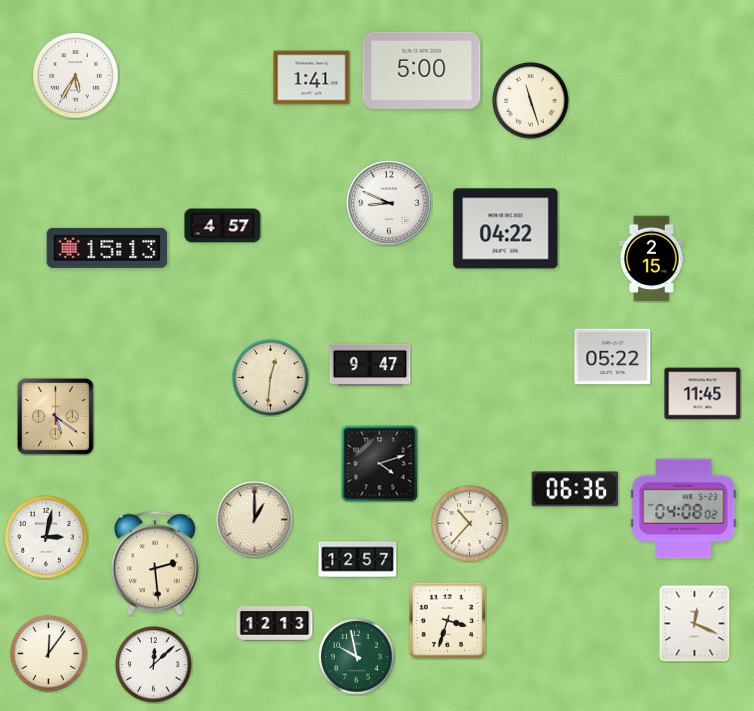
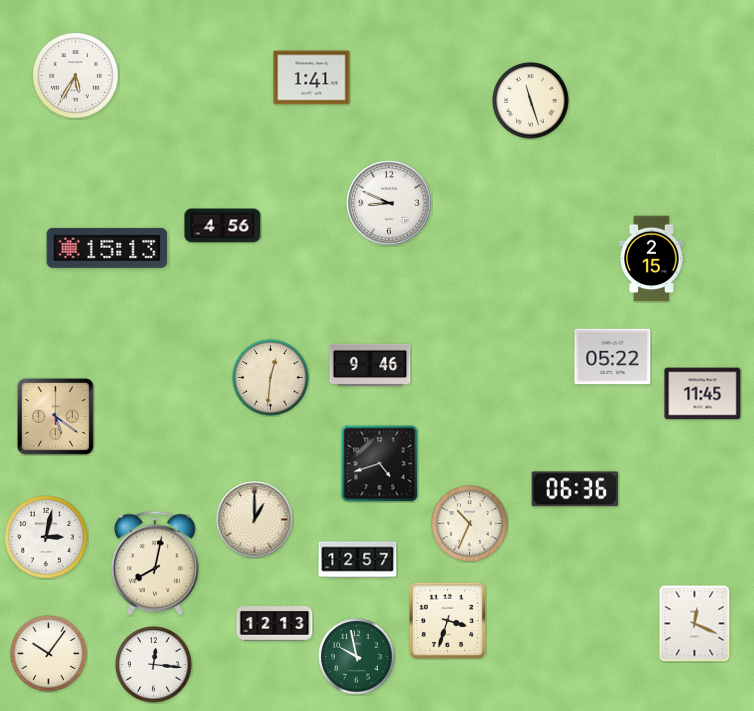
clock at (422, 70): 5:00 -> none
clock at (223, 226): 4:57 -> 4:56
clock at (506, 229): 04:22 -> none
clock at (370, 365): 9:47 -> 9:46
clock at (379, 463): 4:12 -> 4:42
clock at (684, 509): 04:08 -> none
clock at (470, 524): 10:37 -> 10:34
clock at (155, 563): 2:29 -> 8:02
clock at (49, 654): 12:06 -> 10:06
clock at (154, 665): 12:08 -> 12:16
